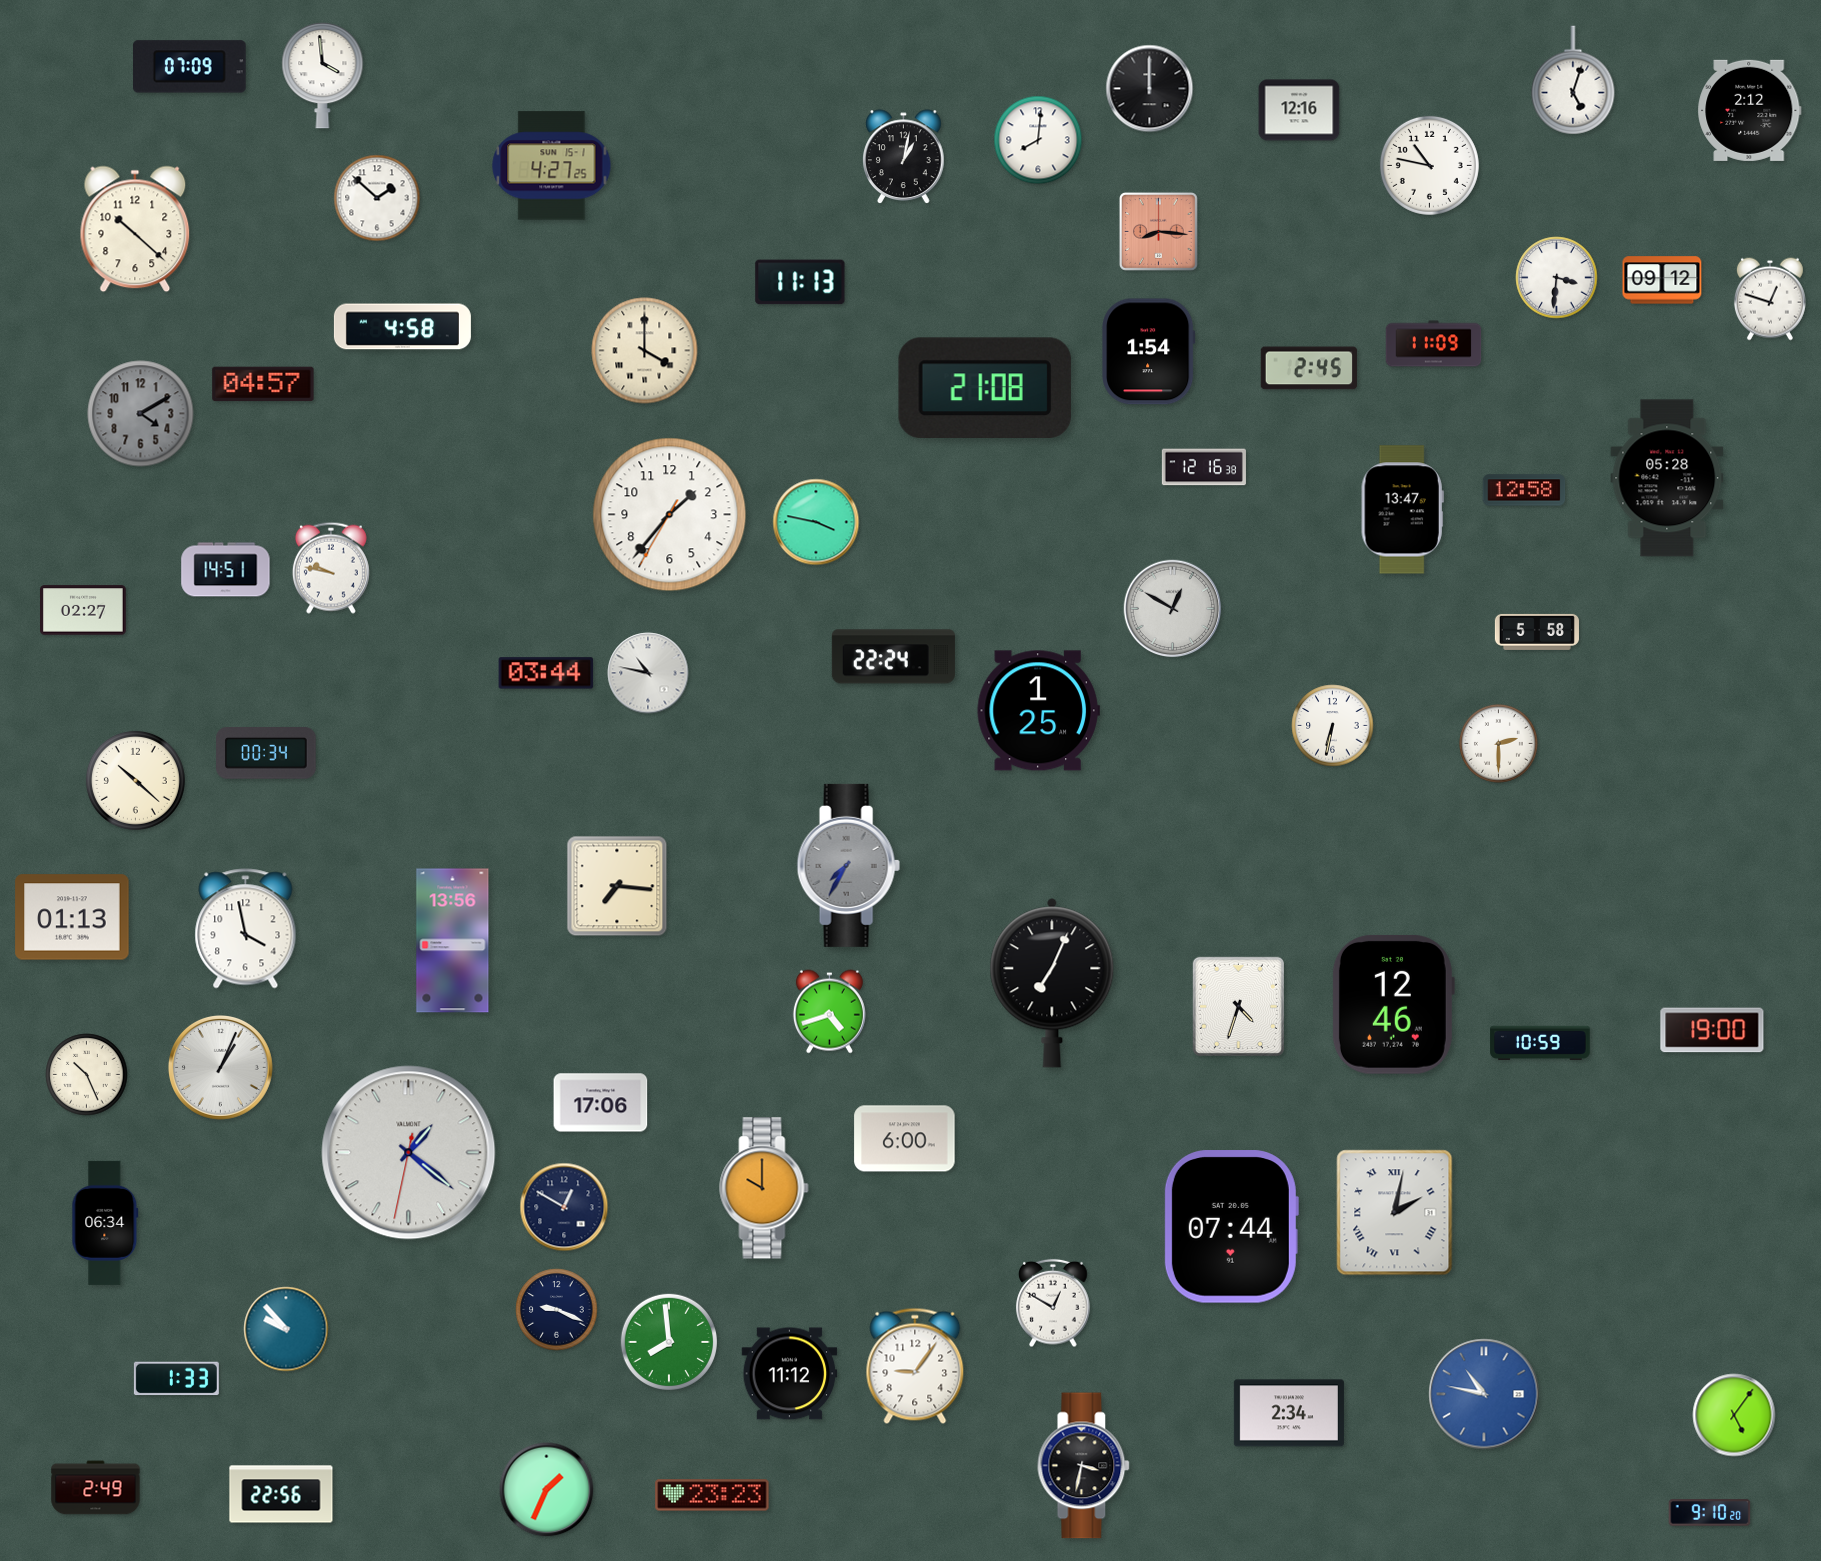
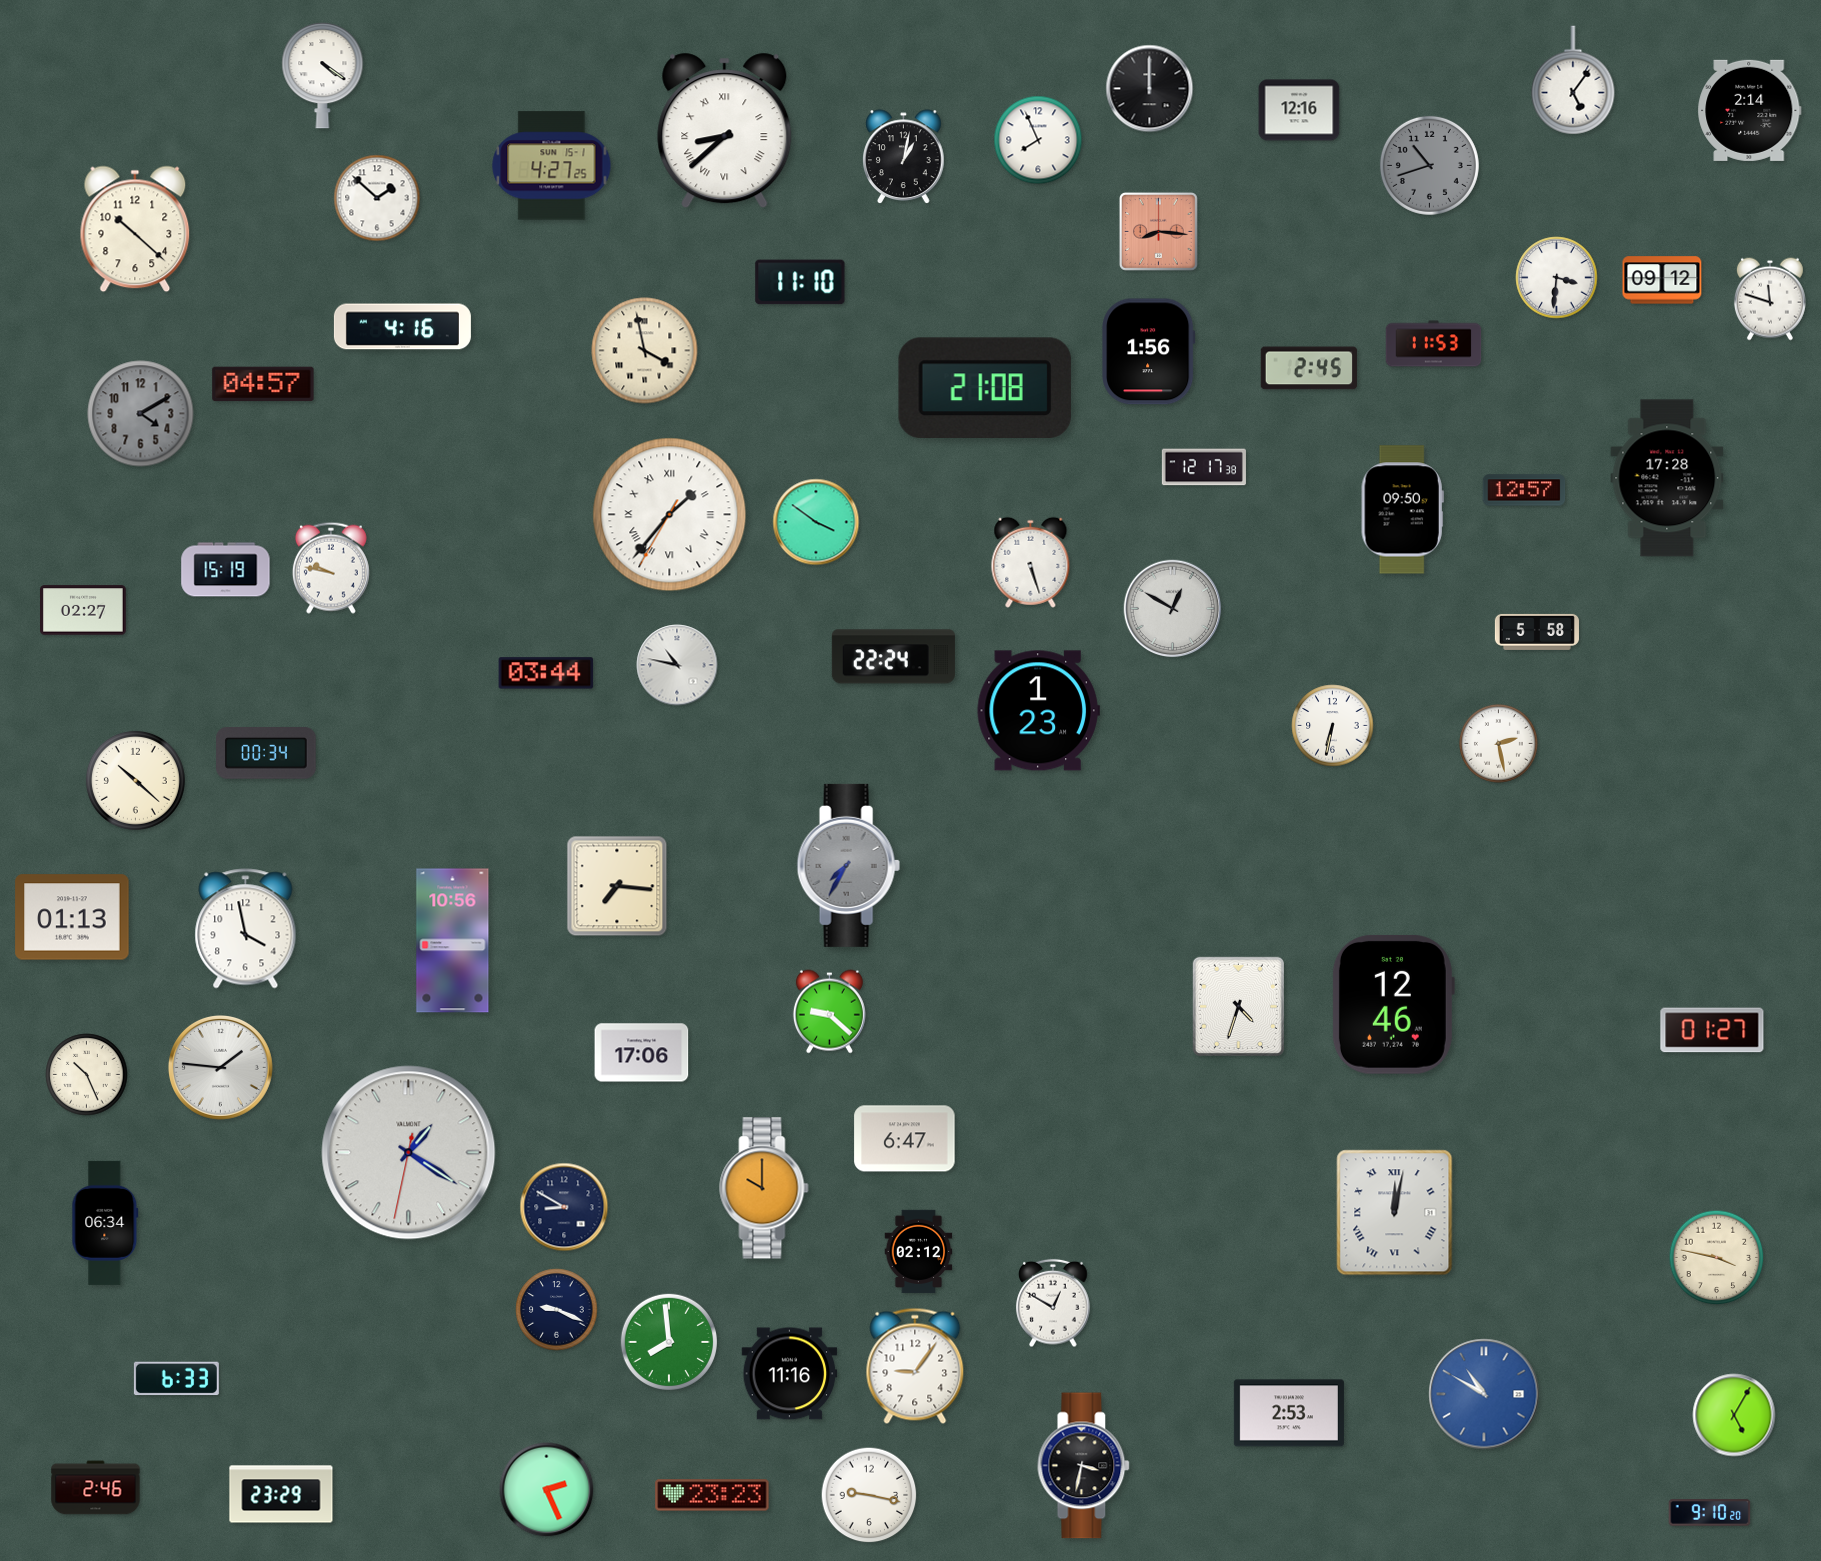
clock at (190, 67): 07:09 -> none
clock at (323, 75): 3:59 -> 4:21
clock at (1573, 80): 5:03 -> 5:06
clock at (1750, 110): 2:12 -> 2:14
clock at (725, 131): none -> 8:38
clock at (1038, 140): 8:01 -> 7:56
clock at (1429, 165): 10:47 -> 10:42
clock at (1429, 165) dial: white -> grey
clock at (800, 282): 11:13 -> 11:10
clock at (1770, 299): 12:48 -> 11:48
clock at (402, 327): 4:58 -> 4:16
clock at (1434, 344): 11:09 -> 11:53
clock at (645, 351): 4:00 -> 3:58
clock at (1149, 352): 1:54 -> 1:56
clock at (1204, 467): 12:16 -> 12:17
clock at (1667, 478): 05:28 -> 17:28
clock at (1524, 490): 12:58 -> 12:57
clock at (1402, 510): 13:47 -> 09:50
clock at (670, 515) numerals: Arabic -> Roman
clock at (816, 522): 3:47 -> 3:51
clock at (1031, 562): none -> 5:27
clock at (226, 570): 14:51 -> 15:19
clock at (648, 673) position: (648, 673) -> (677, 665)
clock at (1038, 711): 1:25 -> 1:23
clock at (1498, 743): 2:30 -> 2:28
clock at (453, 941): 13:56 -> 10:56
clock at (1052, 983): 7:04 -> none
clock at (829, 1012): 4:42 -> 9:22
clock at (1712, 1030): 19:00 -> 01:27
clock at (1540, 1042): 10:59 -> none
clock at (220, 1067): 1:04 -> 1:46
clock at (601, 1103) position: (601, 1103) -> (642, 1053)
clock at (905, 1139): 6:00 -> 6:47
clock at (409, 1153): 1:21 -> 1:20
clock at (564, 1207): 12:50 -> 8:50
clock at (1395, 1213): 2:02 -> 12:02
clock at (1231, 1227): 07:44 -> none
clock at (919, 1252): none -> 02:12
clock at (1717, 1258): none -> 3:47
clock at (286, 1329): 9:53 -> none
clock at (790, 1374): 11:12 -> 11:16
clock at (176, 1379): 1:33 -> 6:33
clock at (1484, 1394): 10:47 -> 10:50
clock at (1289, 1413): 2:34 -> 2:53
clock at (1734, 1415): 5:06 -> 5:05
clock at (96, 1488): 2:49 -> 2:46
clock at (547, 1490): 1:34 -> 2:26
clock at (281, 1494): 22:56 -> 23:29
clock at (869, 1495): none -> 9:17
